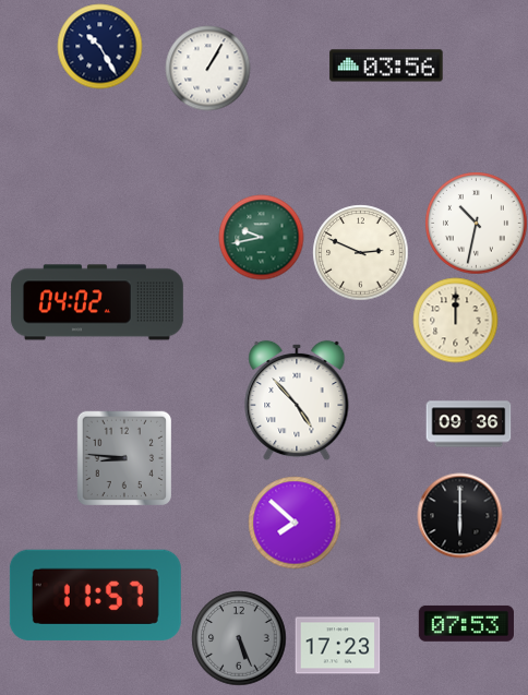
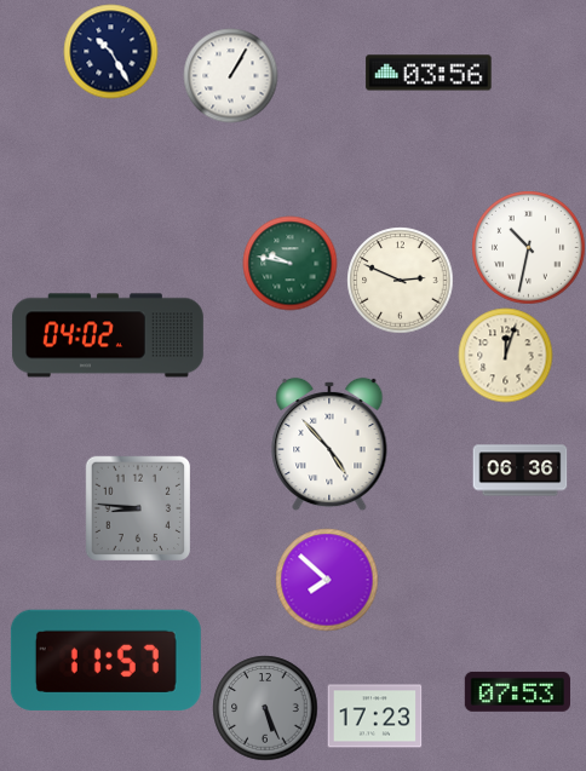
clock at (261, 237): 9:43 -> 9:47
clock at (455, 320): 12:00 -> 12:03
clock at (468, 424): 09:36 -> 06:36
clock at (459, 515): 6:00 -> none
